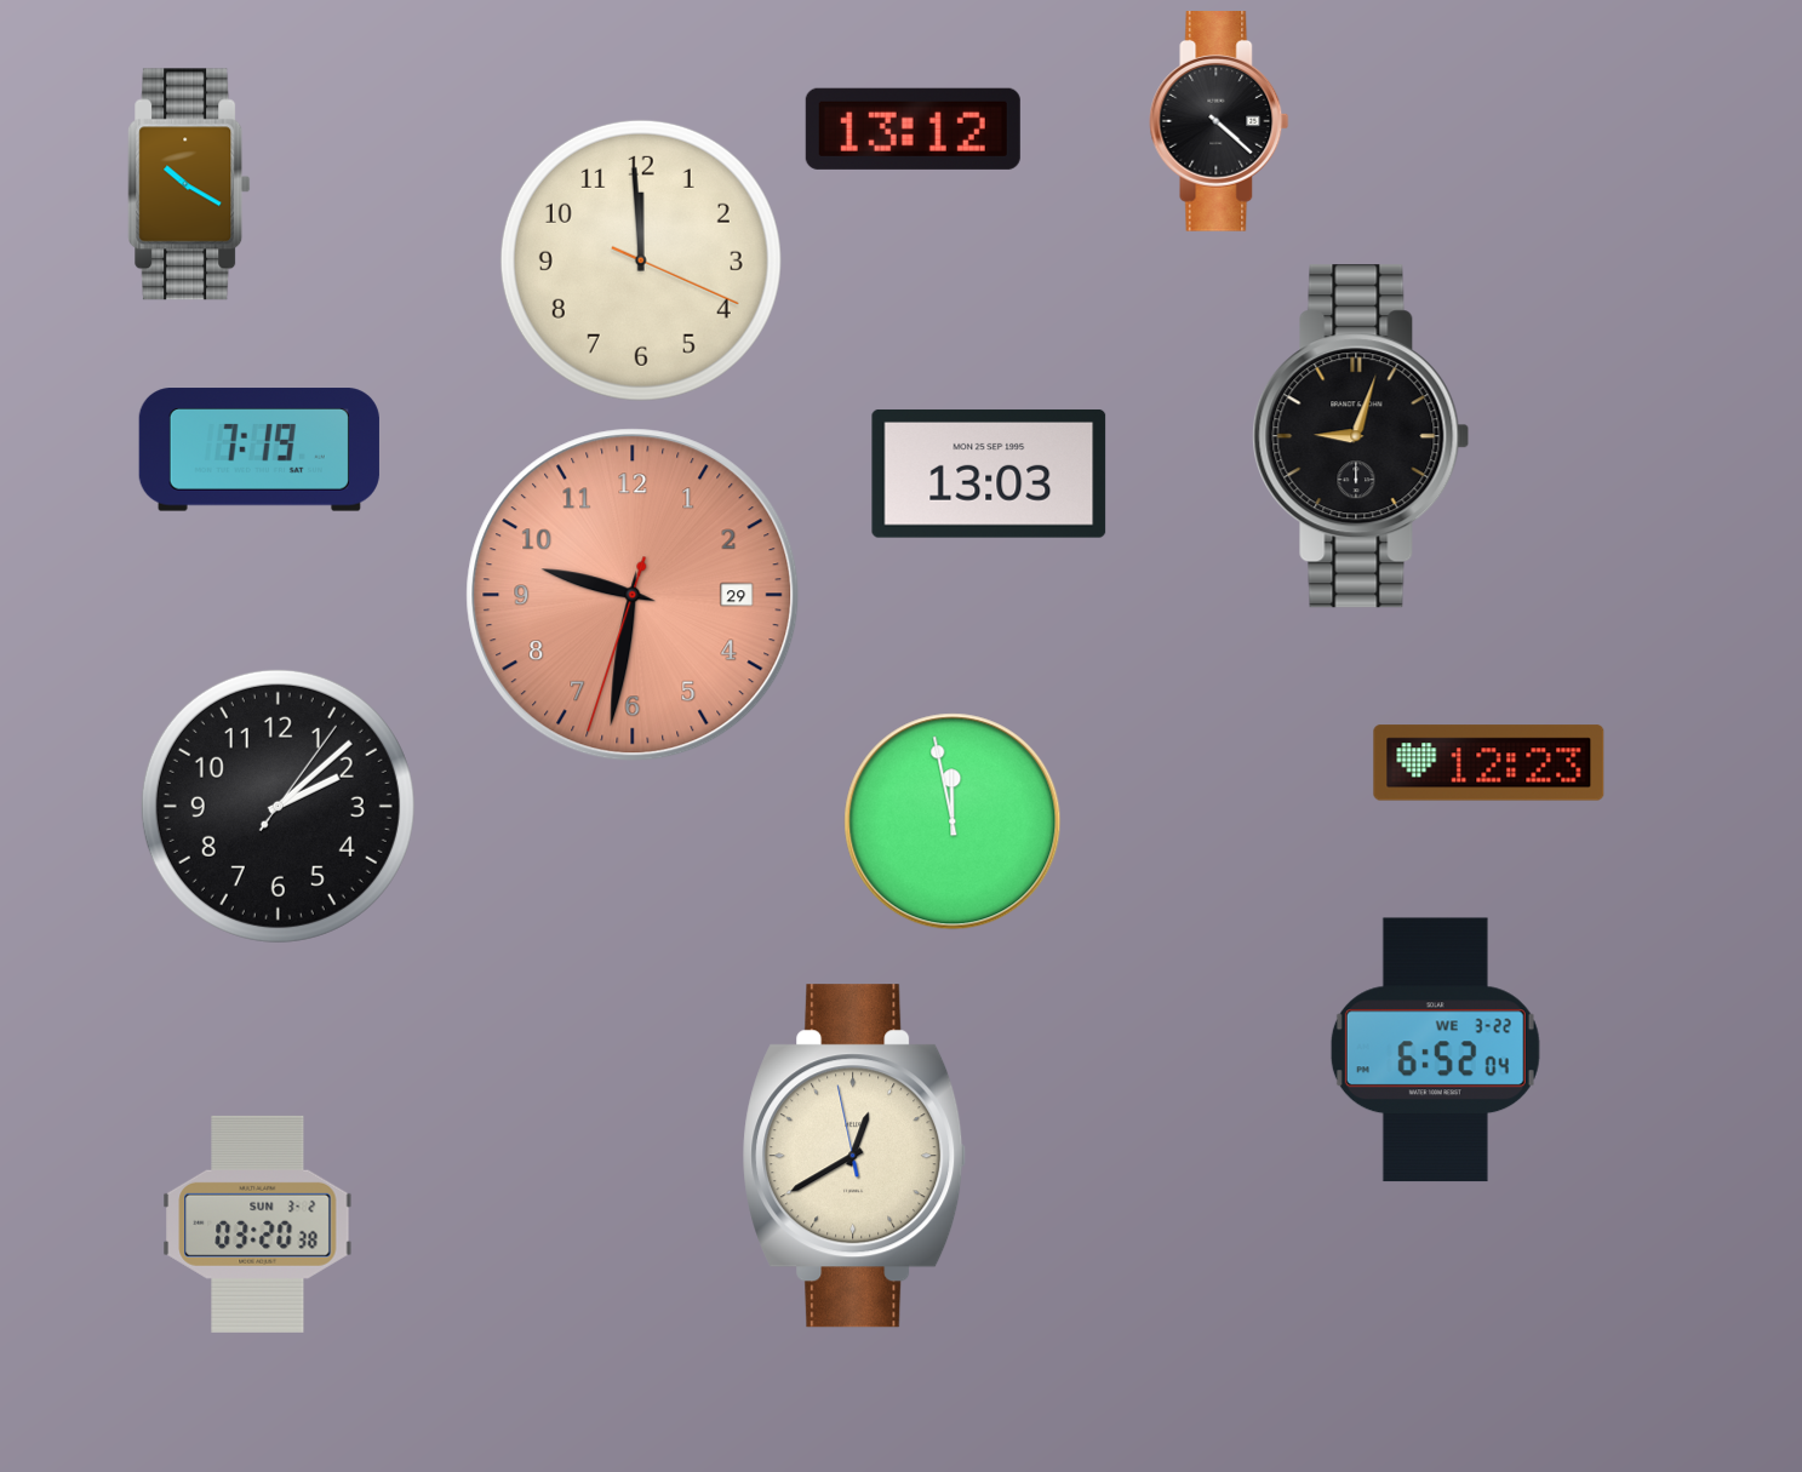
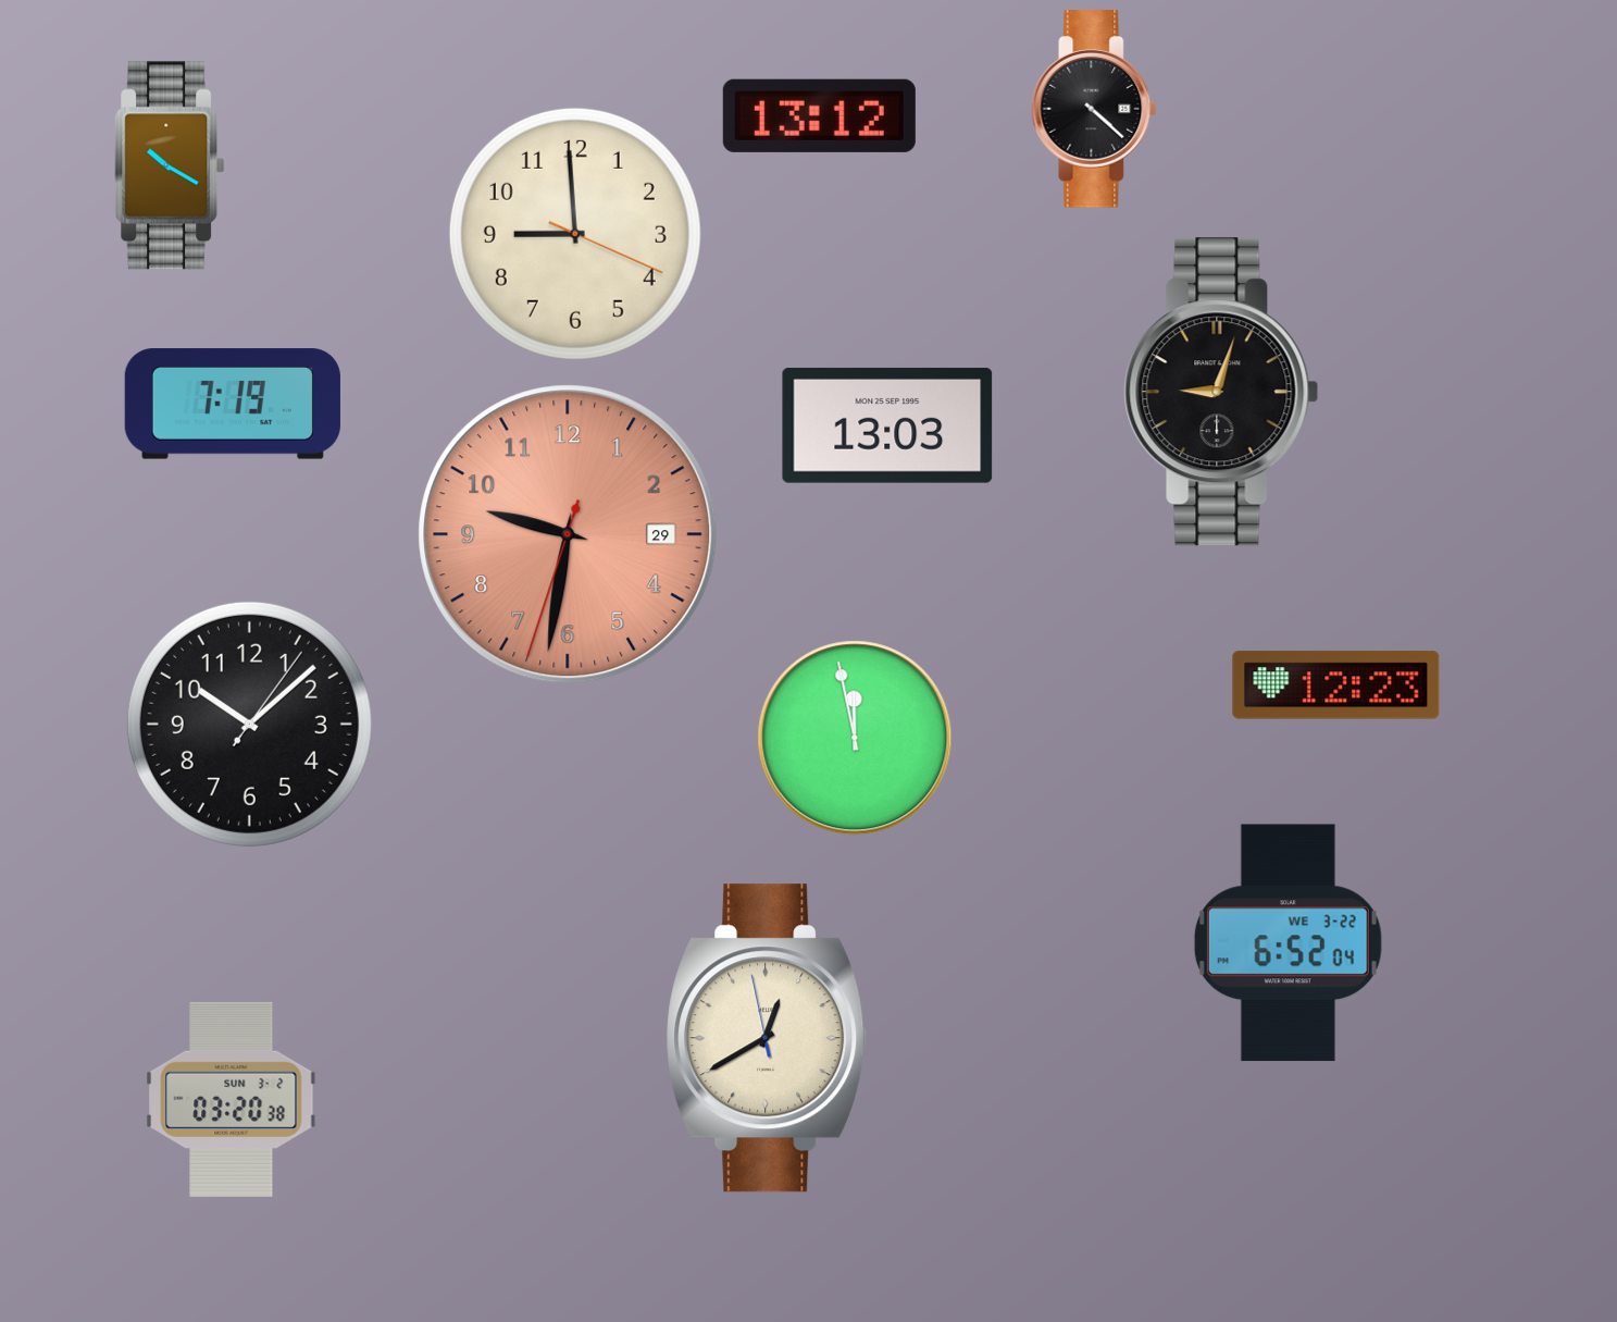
clock at (641, 260): 11:59 -> 8:59
clock at (278, 806): 2:08 -> 10:08
